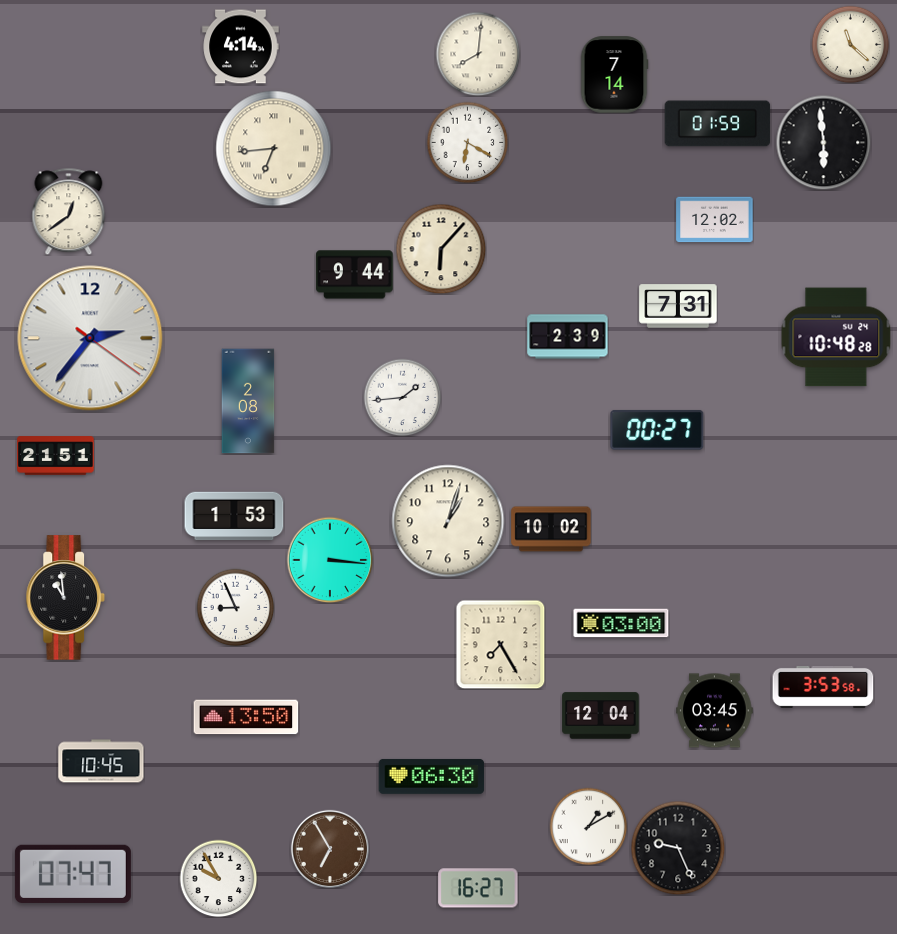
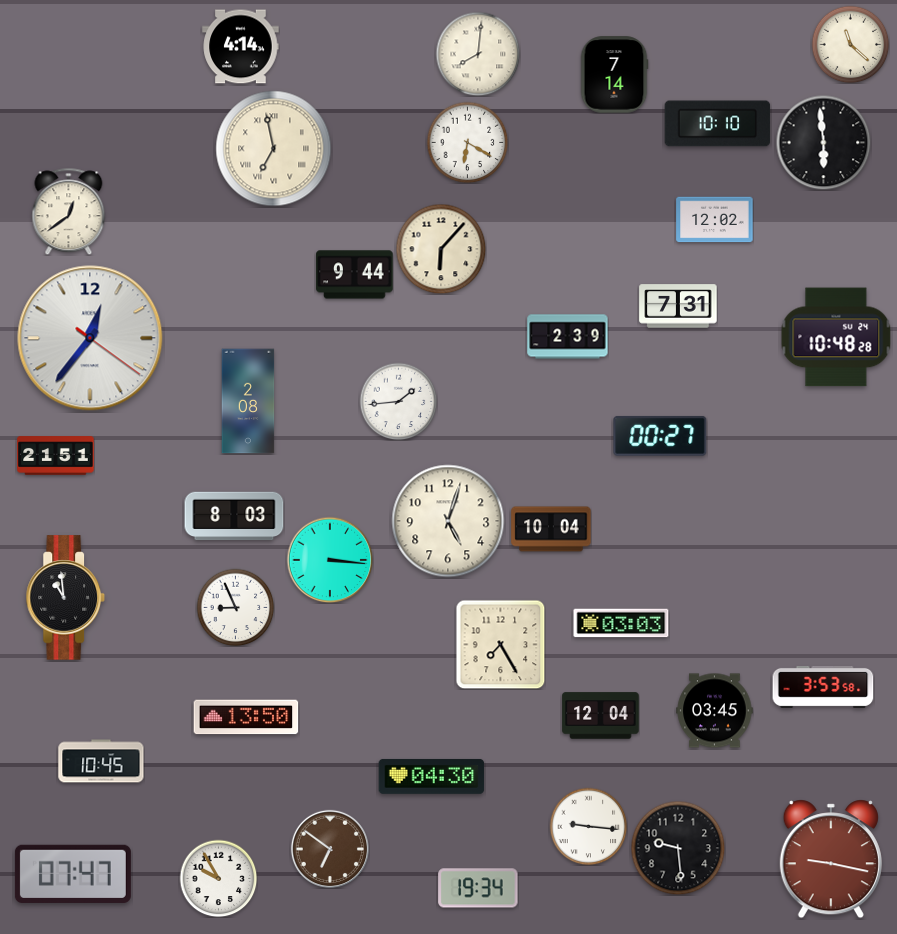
clock at (718, 124): 01:59 -> 10:10
clock at (274, 149): 6:44 -> 6:58
clock at (90, 338): 2:36 -> 12:36
clock at (402, 397) position: (402, 397) -> (398, 401)
clock at (657, 430) position: (657, 430) -> (660, 436)
clock at (234, 516): 1:53 -> 8:03
clock at (448, 521): 1:03 -> 5:03
clock at (551, 529): 10:02 -> 10:04
clock at (621, 623): 03:00 -> 03:03
clock at (432, 776): 06:30 -> 04:30
clock at (588, 826): 1:10 -> 9:16
clock at (329, 848): 6:55 -> 6:51
clock at (678, 848): 9:26 -> 9:29
clock at (831, 859): none -> 9:17
clock at (478, 888): 16:27 -> 19:34
